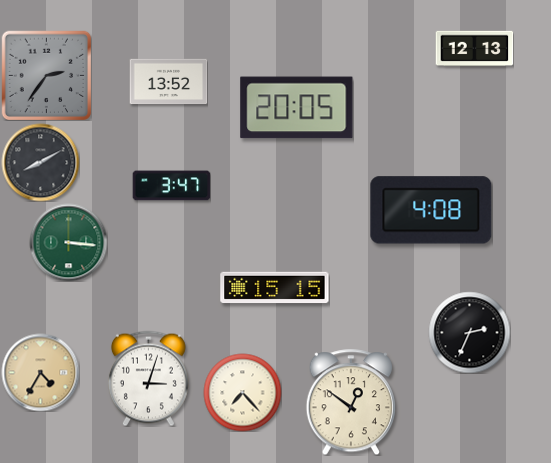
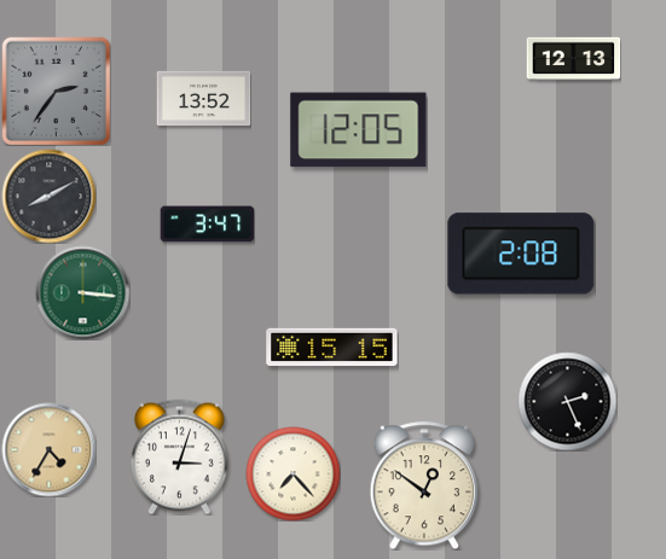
clock at (297, 108): 20:05 -> 12:05
clock at (431, 210): 4:08 -> 2:08
clock at (469, 332): 2:34 -> 2:26
